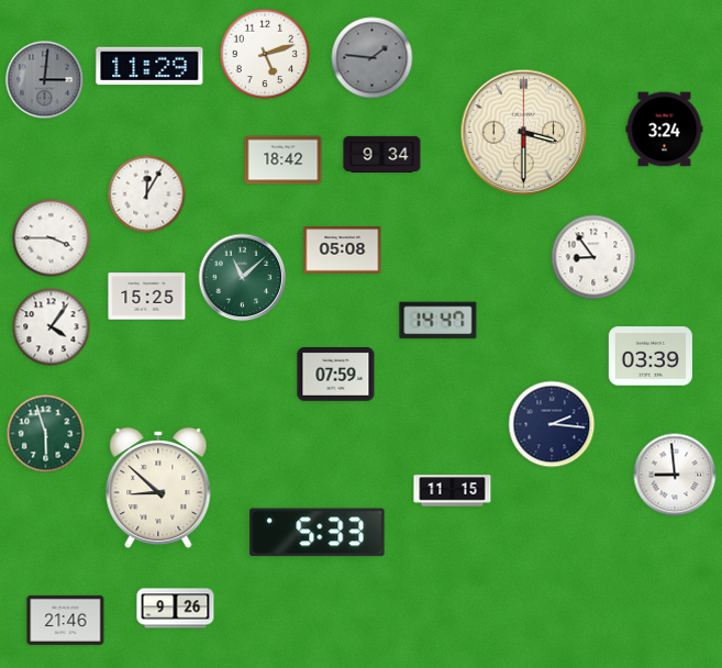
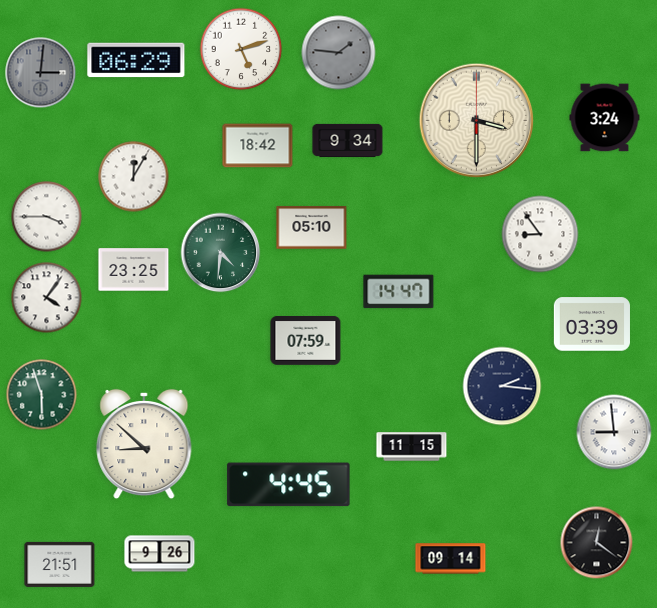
clock at (149, 66): 11:29 -> 06:29
clock at (343, 250): 05:08 -> 05:10
clock at (243, 278): 11:08 -> 4:31
clock at (147, 297): 15:25 -> 23:25
clock at (318, 533): 5:33 -> 4:45
clock at (597, 543): none -> 12:21
clock at (451, 559): none -> 09:14
clock at (66, 620): 21:46 -> 21:51
